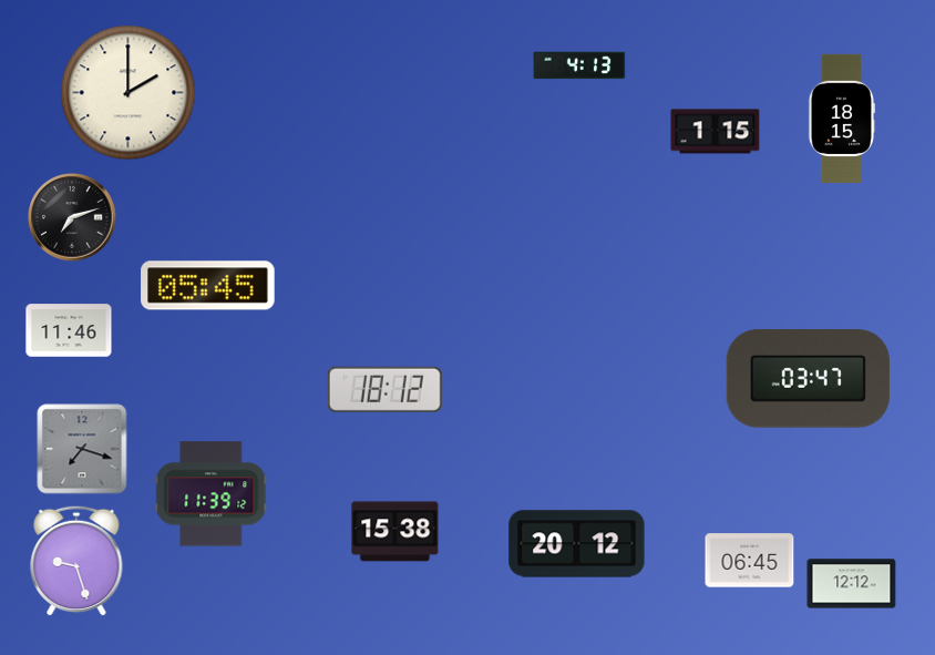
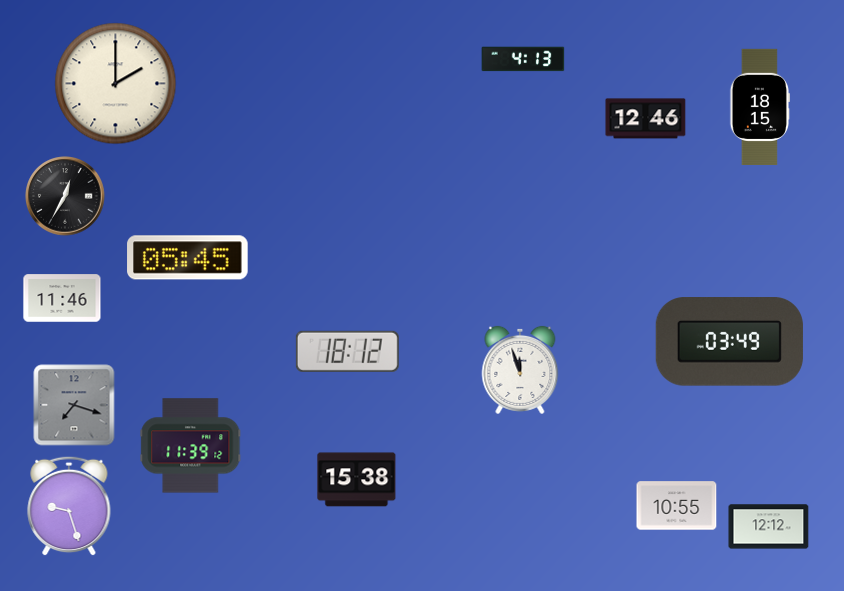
clock at (716, 132): 1:15 -> 12:46
clock at (72, 217): 7:12 -> 12:35
clock at (808, 379): 03:47 -> 03:49
clock at (520, 370): none -> 11:57
clock at (577, 544): 20:12 -> none
clock at (750, 561): 06:45 -> 10:55
